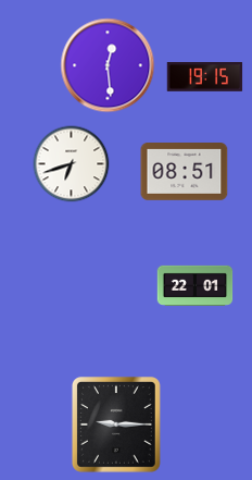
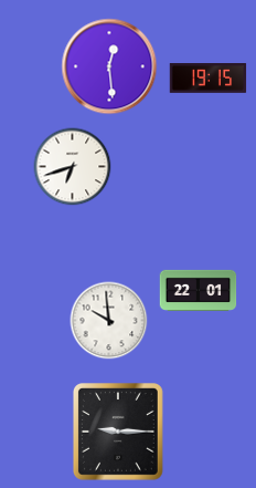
clock at (185, 172): 08:51 -> none
clock at (109, 321): none -> 9:59
